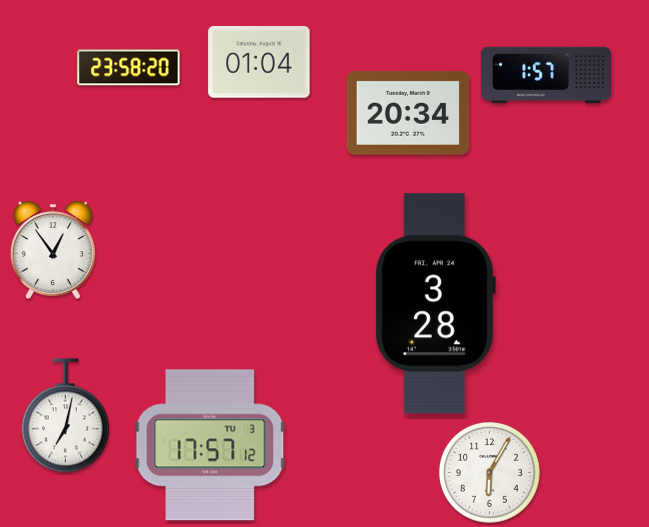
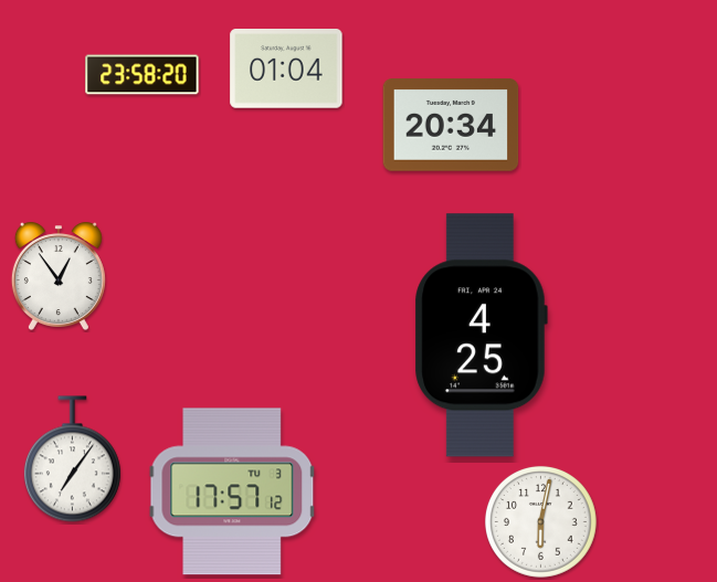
clock at (546, 75): 1:57 -> none
clock at (435, 304): 3:28 -> 4:25
clock at (65, 416): 7:02 -> 7:06
clock at (489, 472): 6:05 -> 6:02
